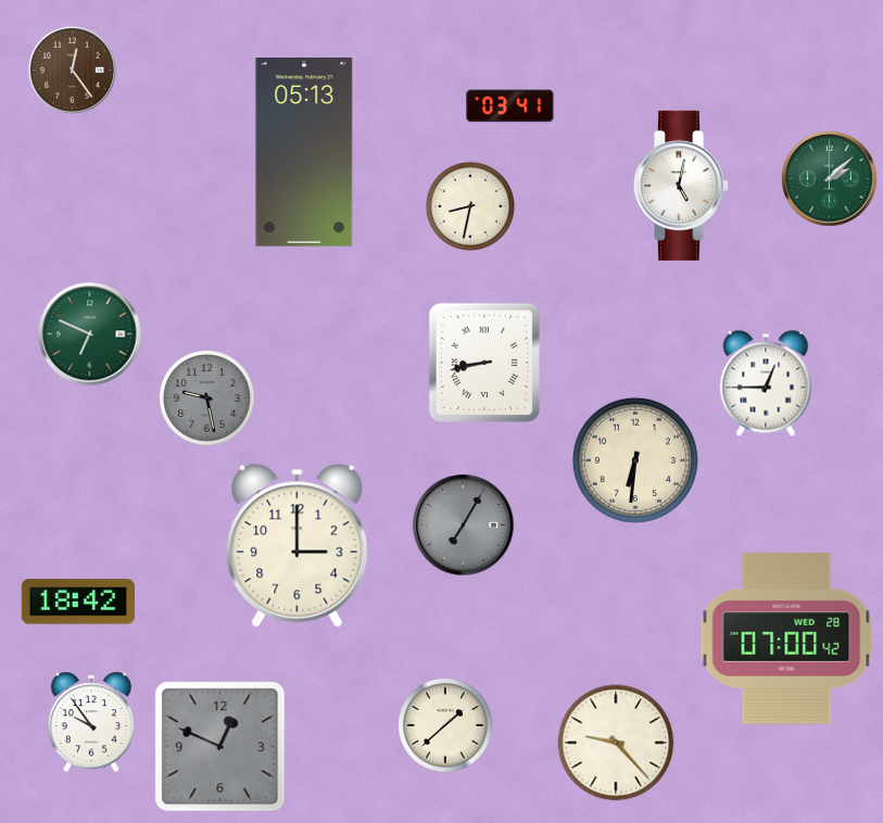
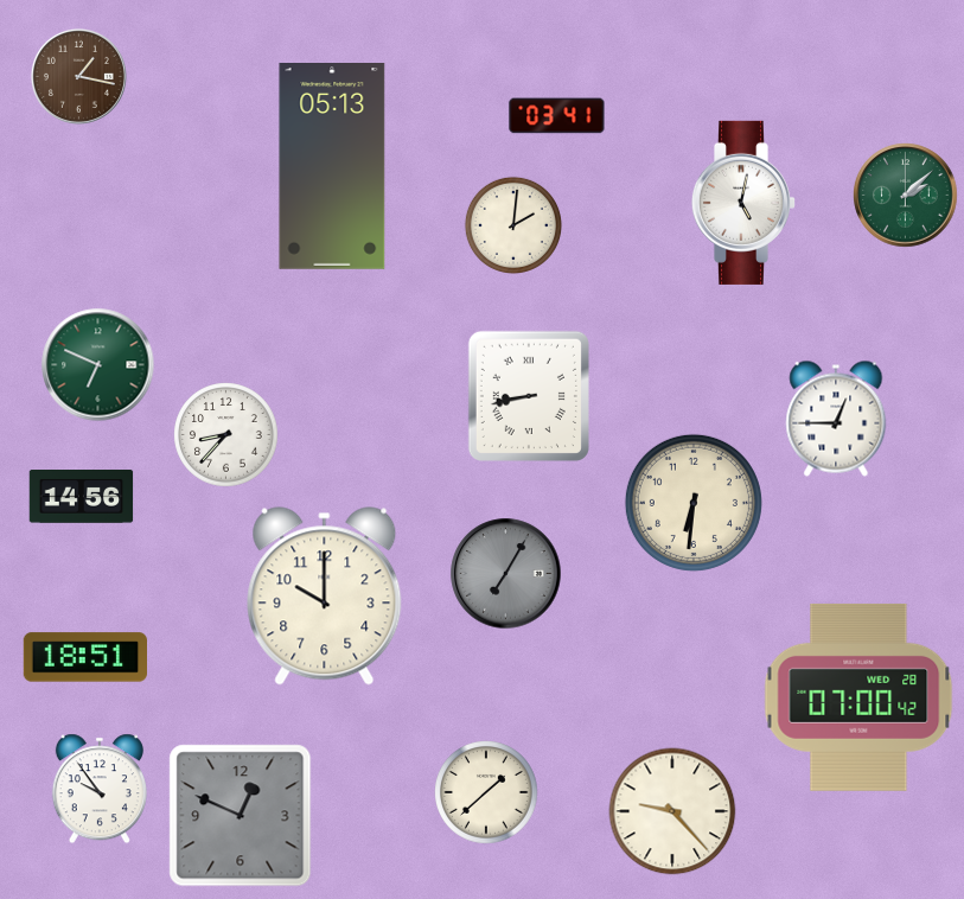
clock at (72, 69): 12:24 -> 1:17
clock at (470, 206): 8:32 -> 2:01
clock at (207, 398): 9:28 -> 8:37
clock at (207, 398) dial: grey -> white
clock at (82, 497): none -> 14:56
clock at (298, 546): 3:00 -> 10:00
clock at (77, 602): 18:42 -> 18:51
